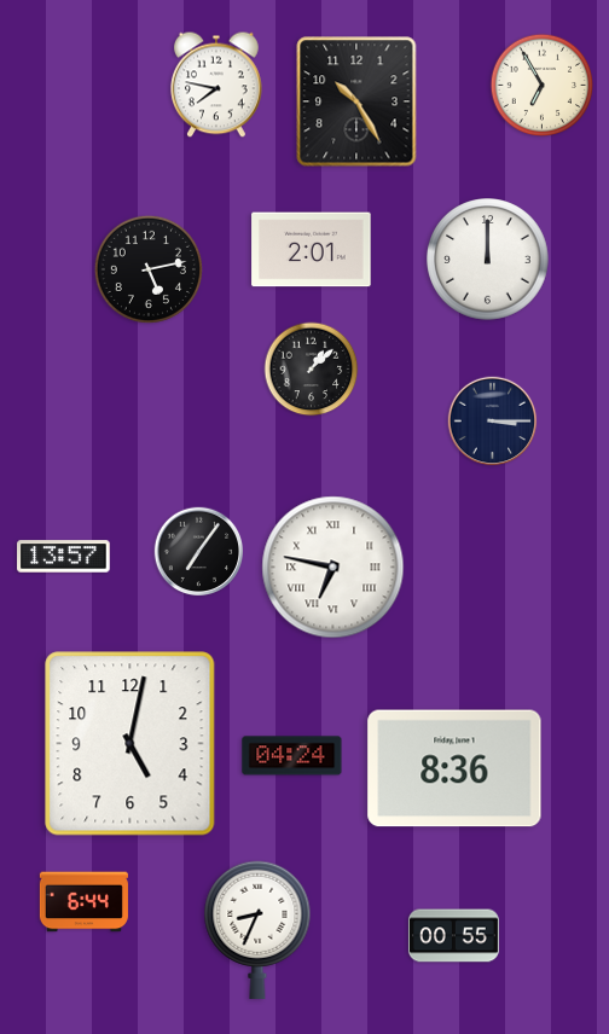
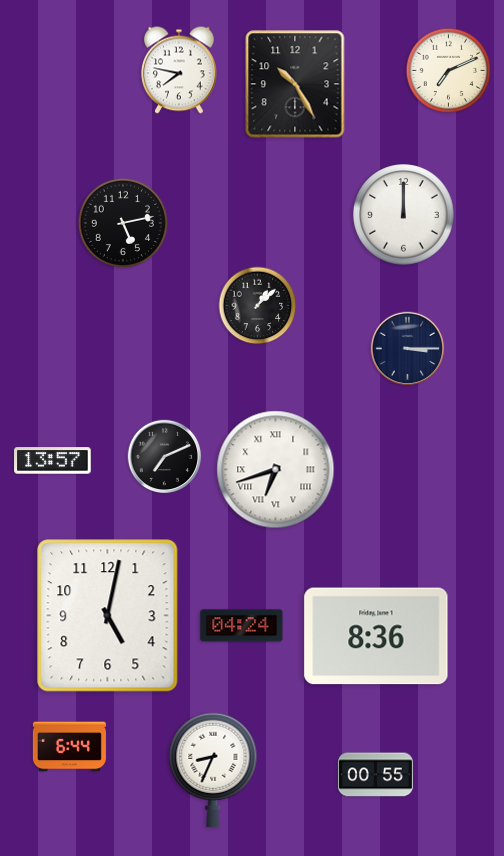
clock at (543, 86): 6:55 -> 7:11
clock at (312, 250): 2:01 -> none
clock at (199, 552): 7:06 -> 7:11
clock at (333, 568): 6:47 -> 6:42
